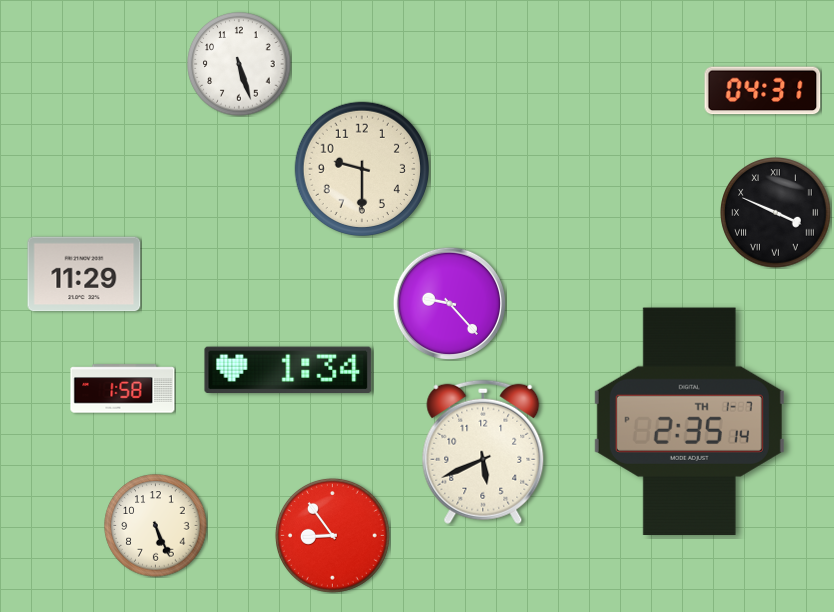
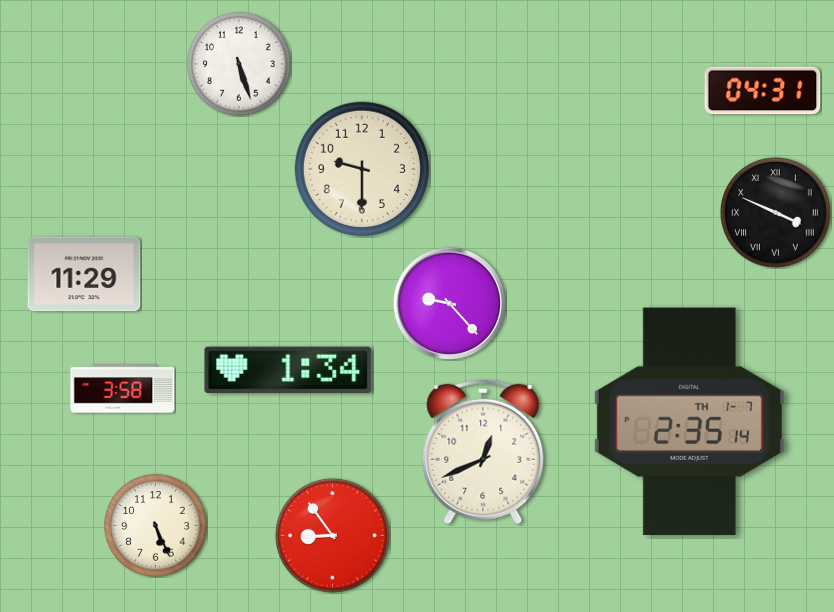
clock at (123, 389): 1:58 -> 3:58
clock at (483, 452): 5:41 -> 12:41
